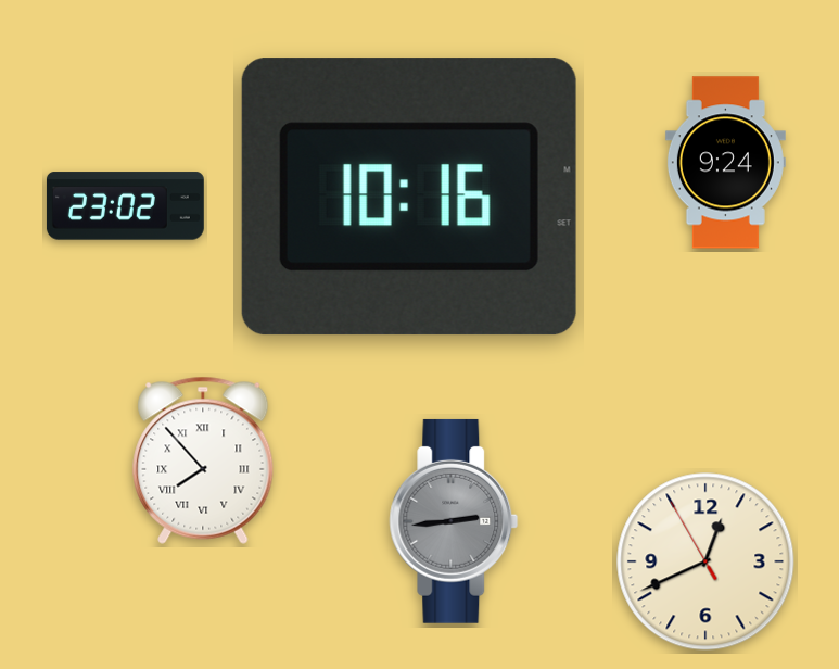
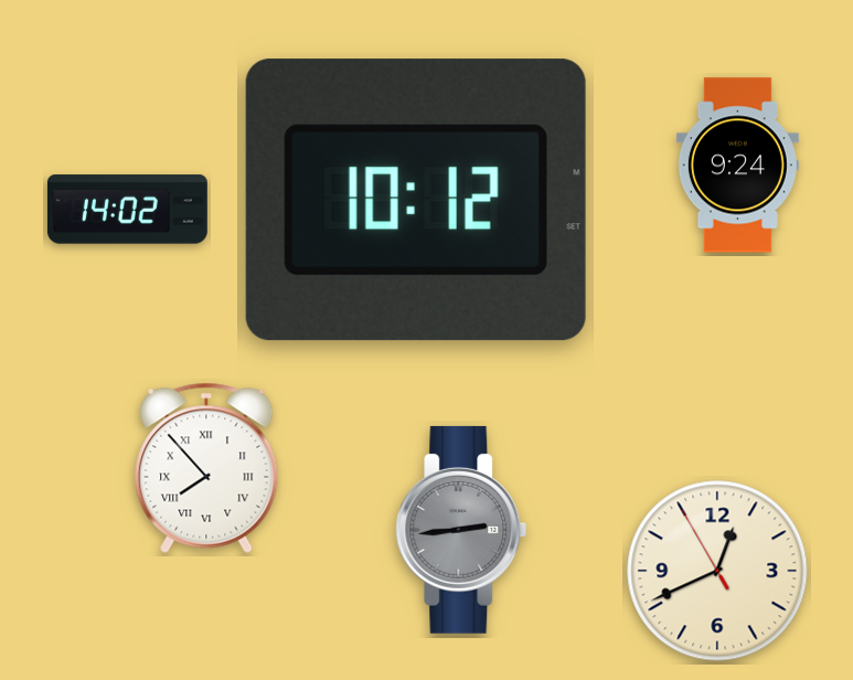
clock at (409, 197): 10:16 -> 10:12
clock at (125, 206): 23:02 -> 14:02
